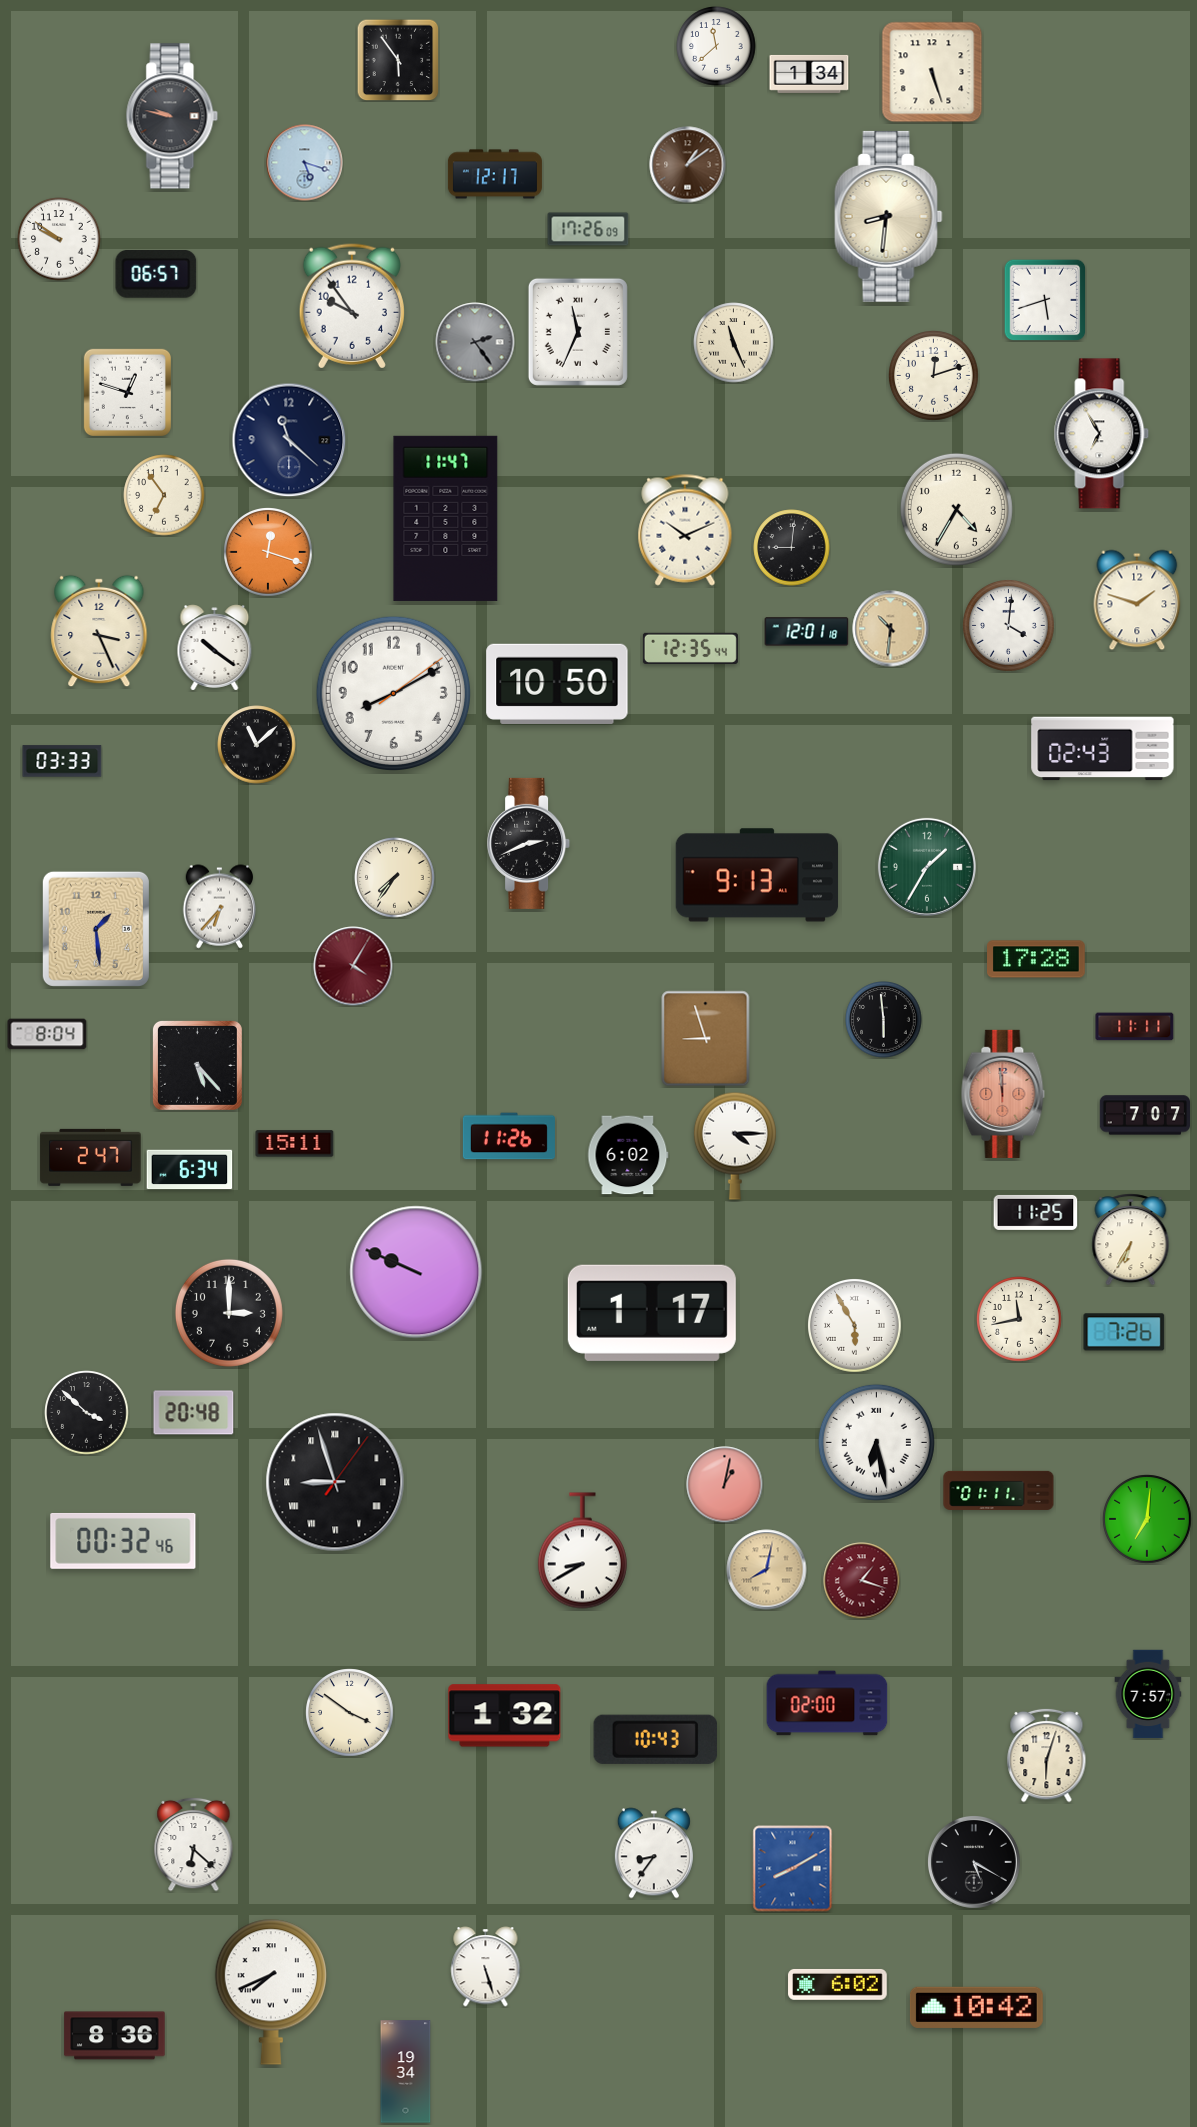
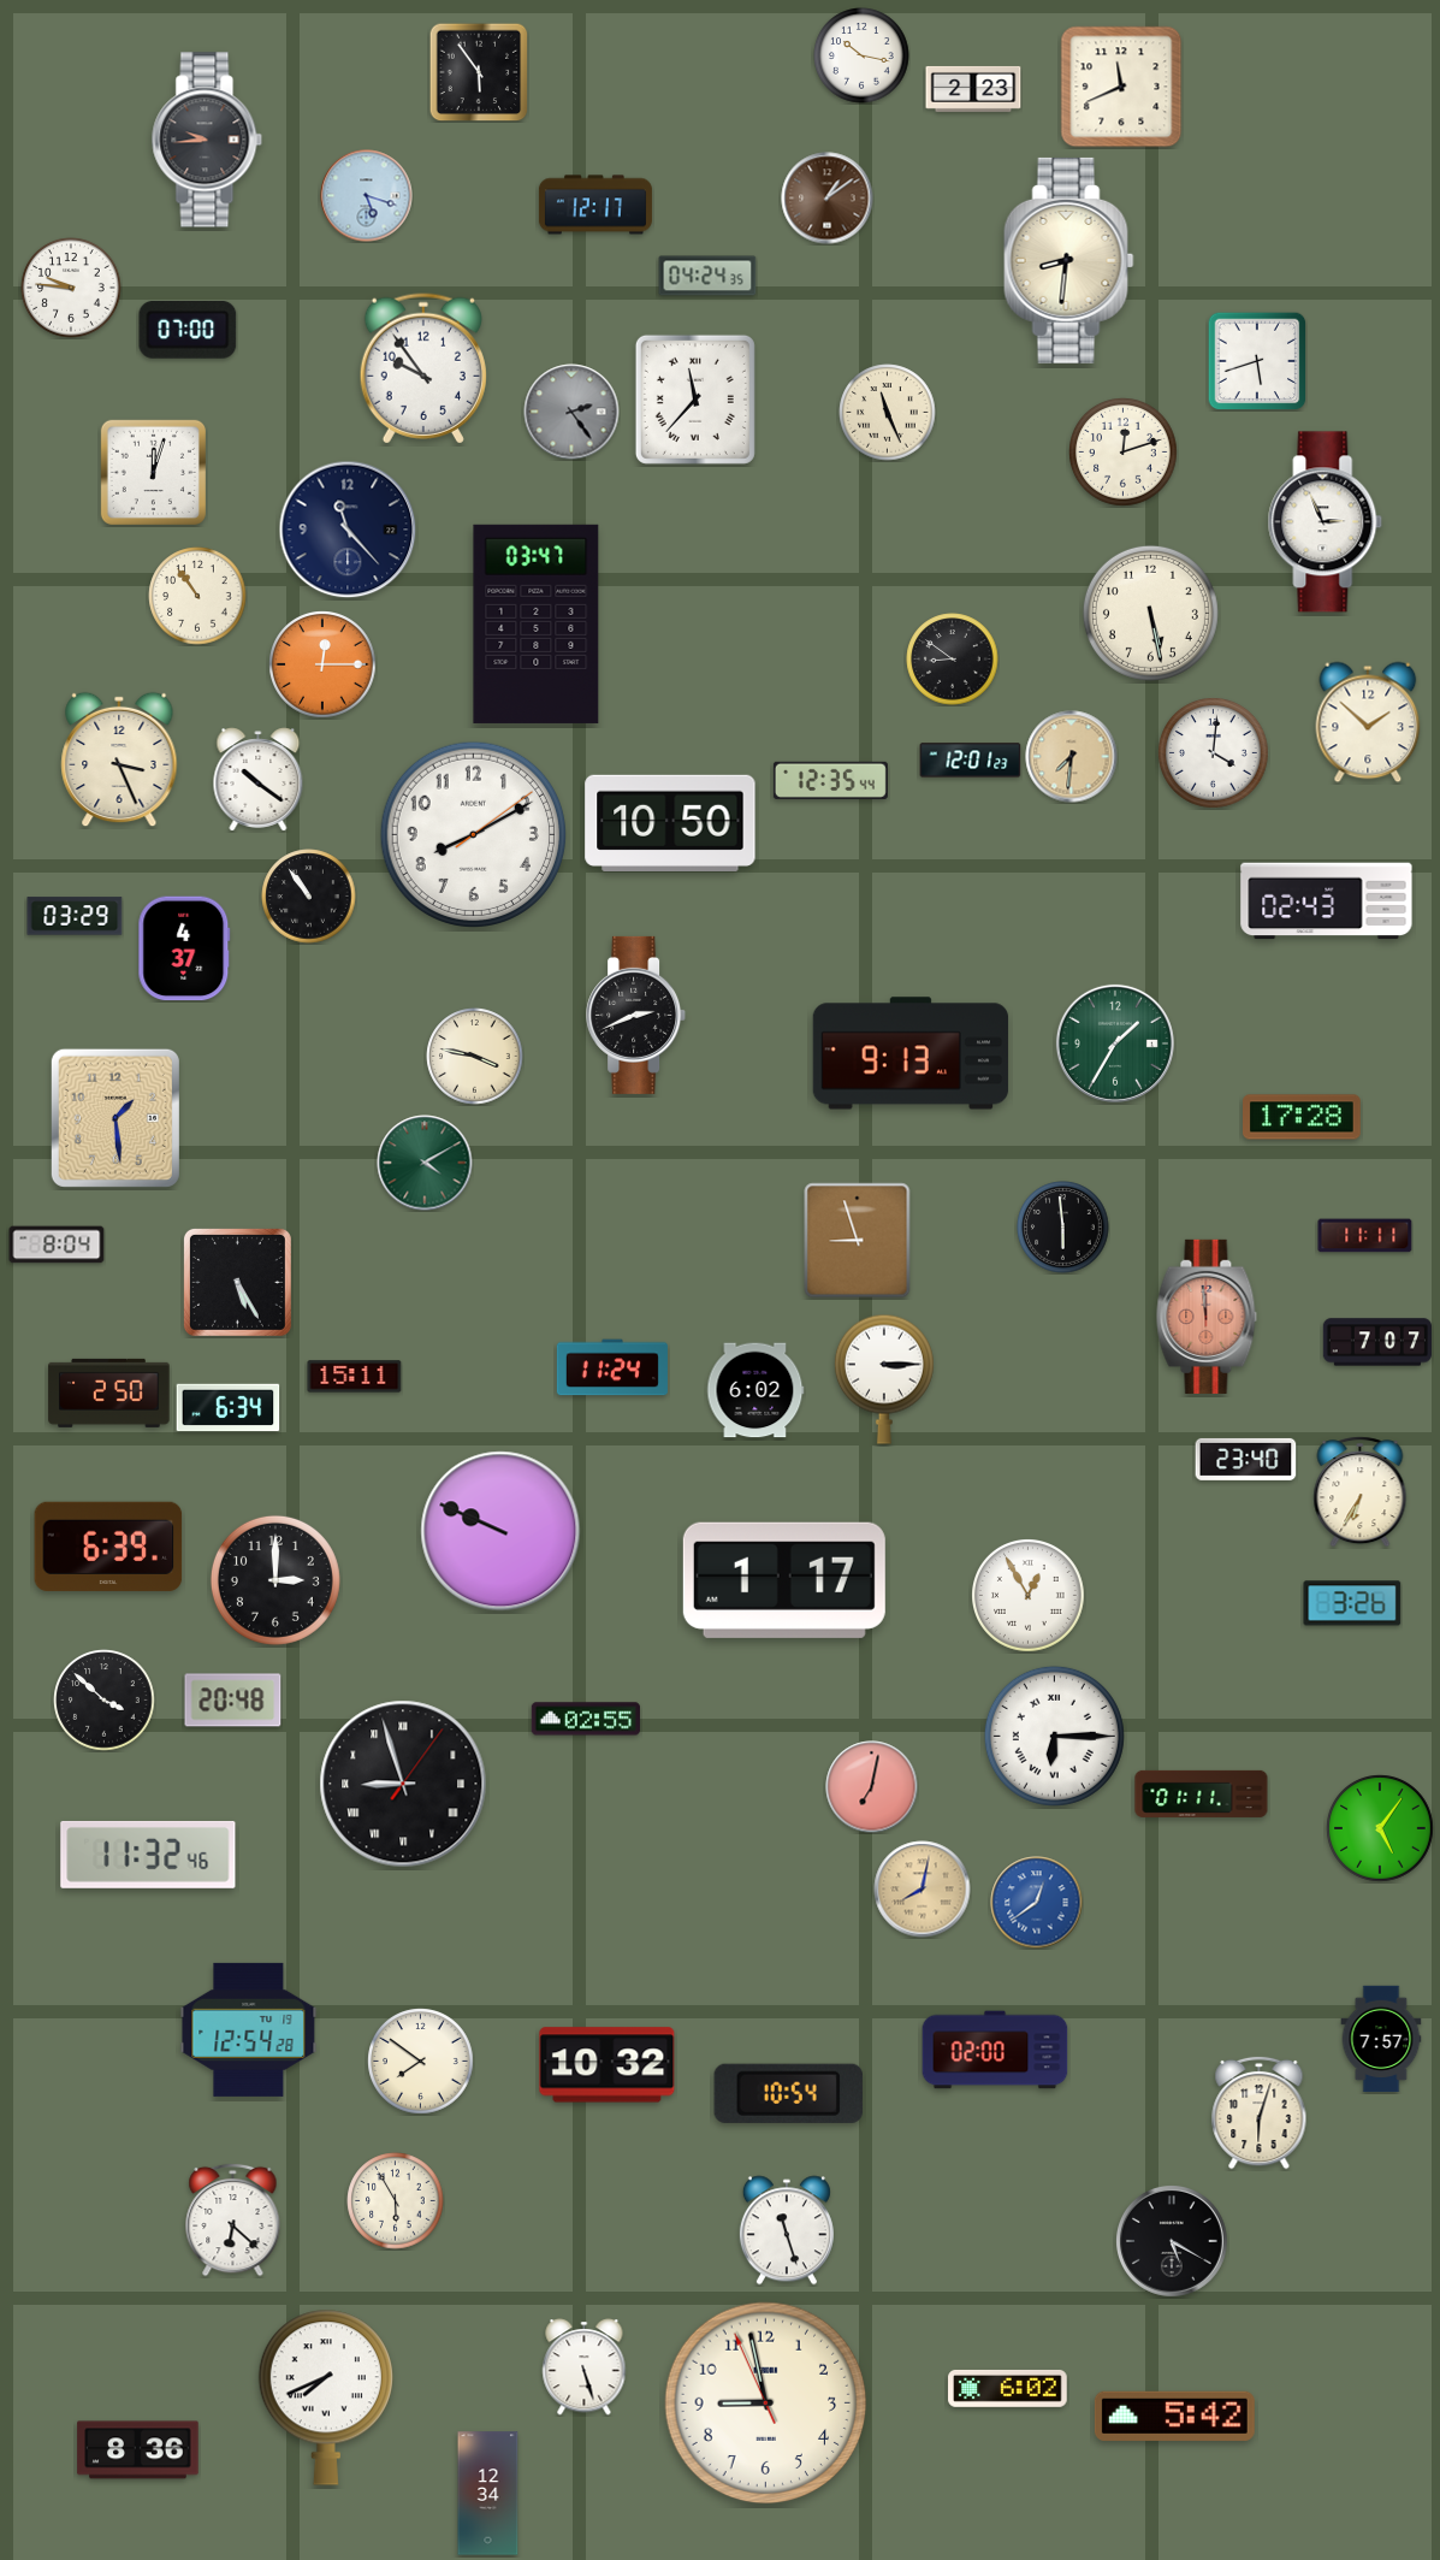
clock at (716, 46): 11:38 -> 10:17
clock at (932, 72): 5:27 -> 11:41
clock at (809, 74): 1:34 -> 2:23
clock at (172, 116): 9:47 -> 9:44
clock at (495, 174) position: (495, 174) -> (595, 205)
clock at (588, 229): 17:26 -> 04:24
clock at (59, 239): 9:51 -> 9:46
clock at (156, 275): 06:57 -> 07:00
clock at (578, 332): 11:34 -> 11:37
clock at (734, 343) position: (734, 343) -> (888, 413)
clock at (127, 392): 12:48 -> 12:03
clock at (1102, 434): 6:55 -> 2:56
clock at (289, 440): 11:22 -> 11:23
clock at (164, 495): 6:54 -> 10:54
clock at (956, 509): 4:35 -> 5:28
clock at (446, 518): 11:47 -> 03:47
clock at (685, 530): 10:11 -> none
clock at (792, 548): 9:01 -> 8:51
clock at (268, 552): 12:18 -> 12:15
clock at (1137, 600): 1:48 -> 1:52
clock at (891, 629): 10:31 -> 7:31
clock at (807, 632): 12:01:18 -> 12:01:23
clock at (257, 745): 11:08 -> 10:54
clock at (62, 761): 03:33 -> 03:29
clock at (184, 948): none -> 4:37
clock at (395, 878): 7:36 -> 3:47
clock at (220, 907): 6:37 -> none
clock at (1037, 959) position: (1037, 959) -> (1303, 1117)
clock at (353, 966): 4:05 -> 4:10
clock at (353, 966) dial: burgundy -> green
clock at (706, 1039) position: (706, 1039) -> (858, 1241)
clock at (197, 1065): 5:23 -> 5:25
clock at (509, 1136): 11:26 -> 11:24
clock at (735, 1146): 4:15 -> 3:15
clock at (91, 1157): 2:47 -> 2:50
clock at (1036, 1212): 11:25 -> 23:40
clock at (108, 1547): none -> 6:39
clock at (1019, 1319): 11:43 -> none
clock at (855, 1326): 5:55 -> 12:55
clock at (1124, 1332): 7:26 -> 3:26
clock at (586, 1719): none -> 02:55
clock at (876, 1442): 6:28 -> 6:15
clock at (725, 1485): 1:02 -> 7:02
clock at (1147, 1519): 7:01 -> 5:06
clock at (123, 1541): 00:32 -> 11:32
clock at (582, 1551): 8:40 -> none
clock at (862, 1581): 1:18 -> 12:39
clock at (862, 1581) dial: burgundy -> blue
clock at (249, 2029): none -> 12:54
clock at (350, 1713): 3:51 -> 7:51
clock at (505, 1716): 1:32 -> 10:32
clock at (655, 1739): 10:43 -> 10:54
clock at (396, 2201): none -> 5:55
clock at (654, 1853): 8:36 -> 11:27
clock at (793, 1869): 8:10 -> none
clock at (766, 2404): none -> 8:57
clock at (976, 2007): 10:42 -> 5:42
clock at (406, 2072): 19:34 -> 12:34
